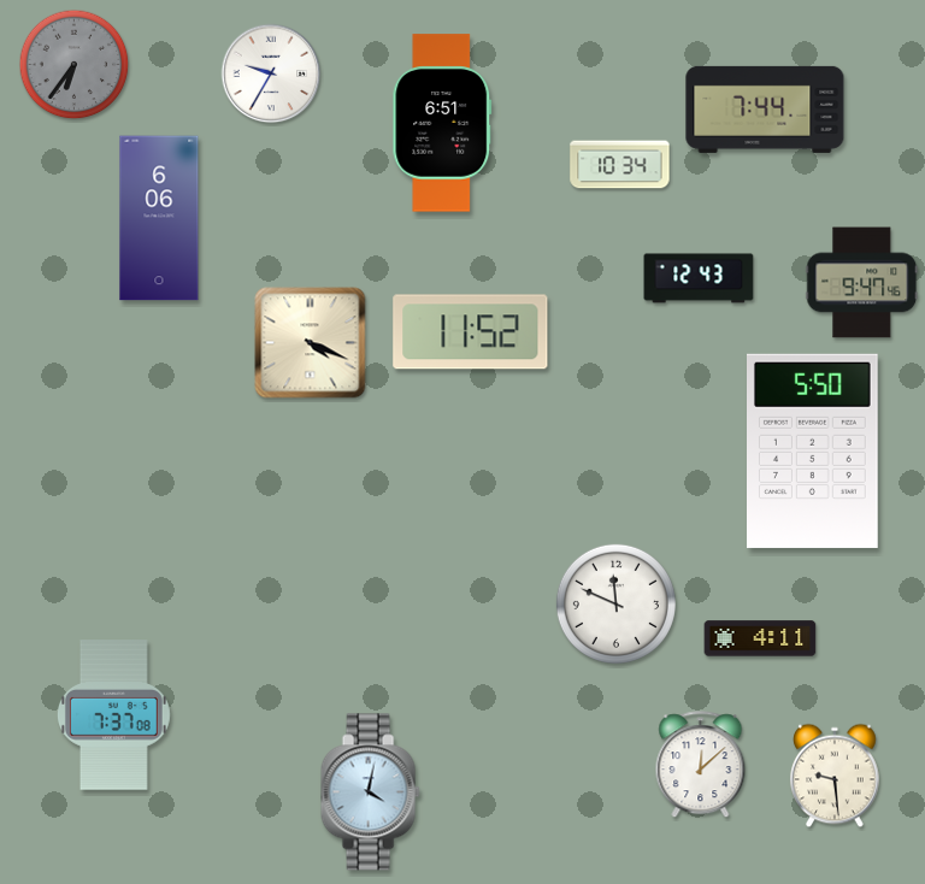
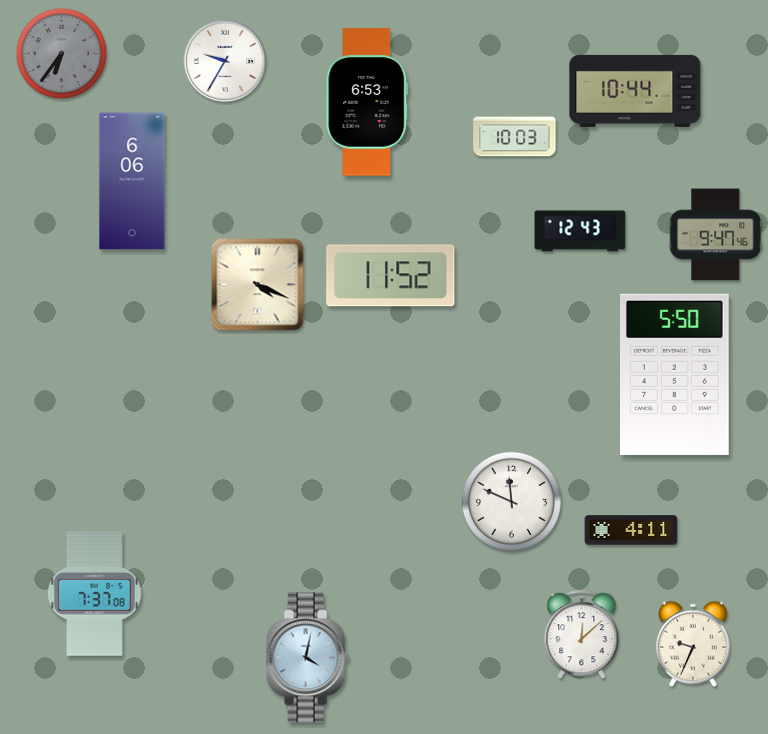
clock at (765, 110): 7:44 -> 10:44
clock at (442, 123): 6:51 -> 6:53
clock at (620, 165): 10:34 -> 10:03
clock at (835, 776): 9:29 -> 9:34
